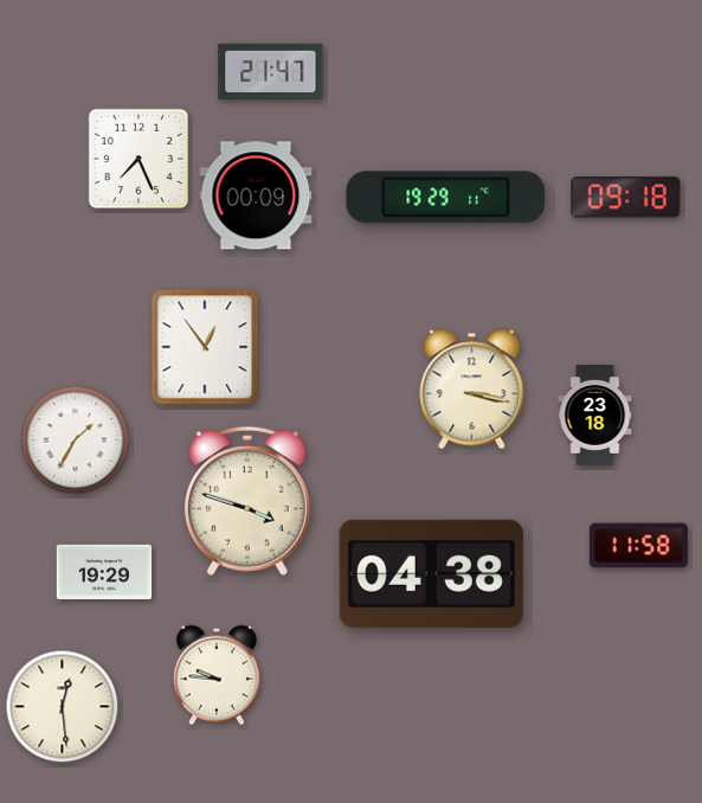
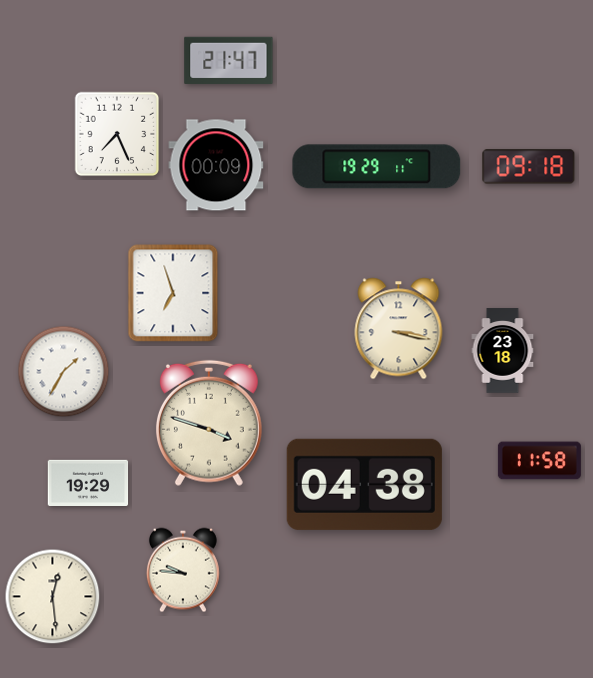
clock at (205, 347): 12:54 -> 6:57
